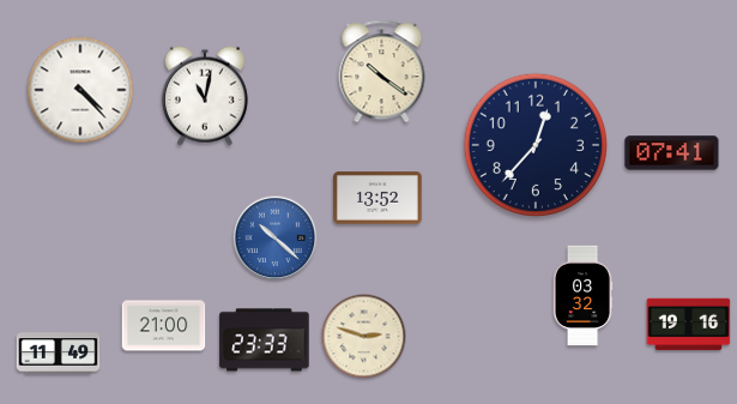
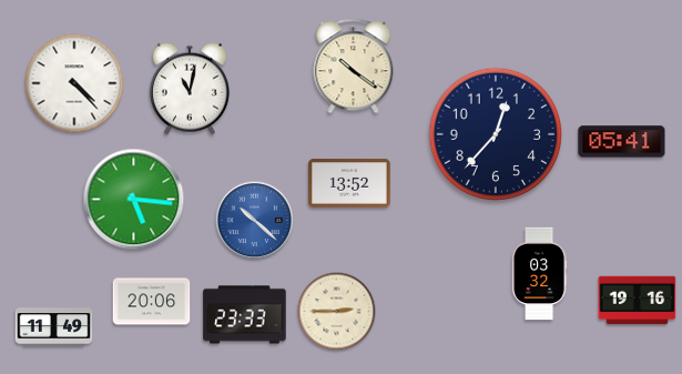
clock at (672, 153): 07:41 -> 05:41
clock at (134, 200): none -> 5:16
clock at (164, 326): 21:00 -> 20:06
clock at (364, 337): 2:48 -> 2:45
